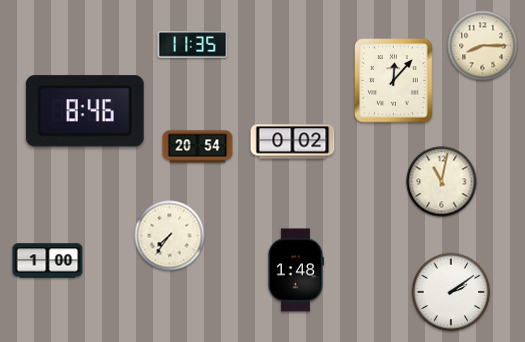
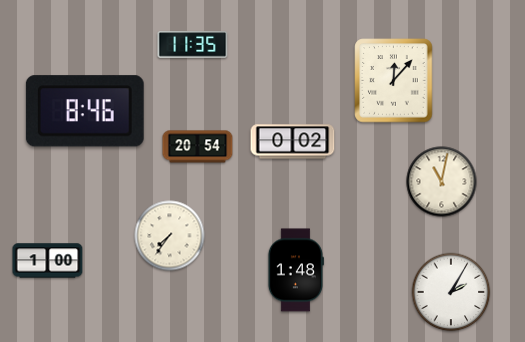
clock at (483, 46): 8:15 -> none
clock at (451, 292): 2:09 -> 2:05
